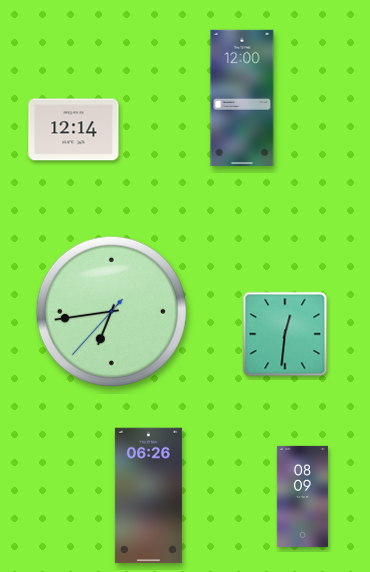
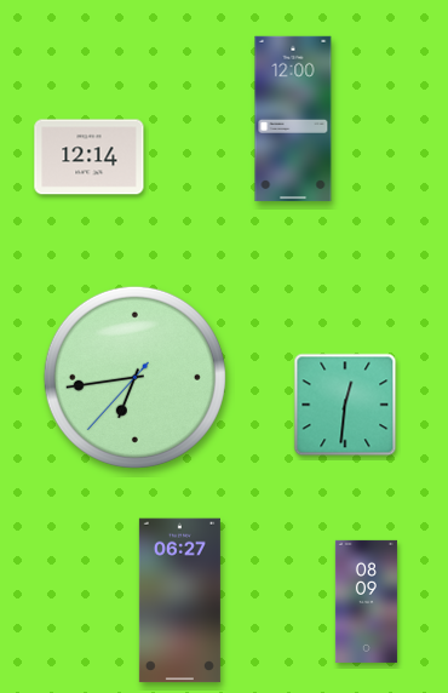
clock at (148, 496): 06:26 -> 06:27
